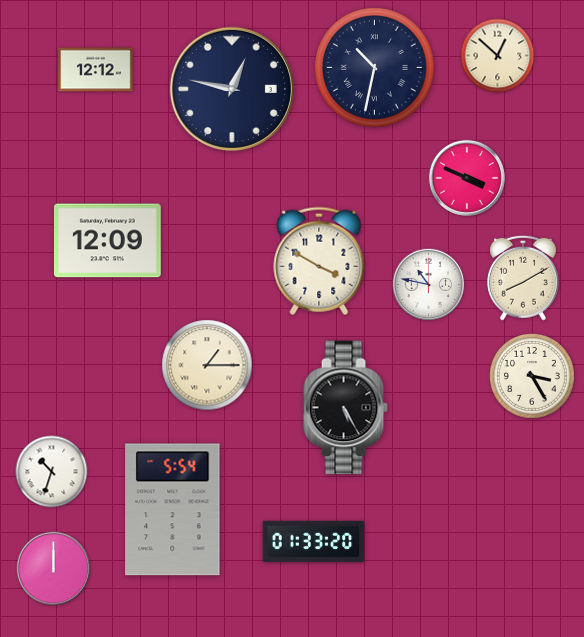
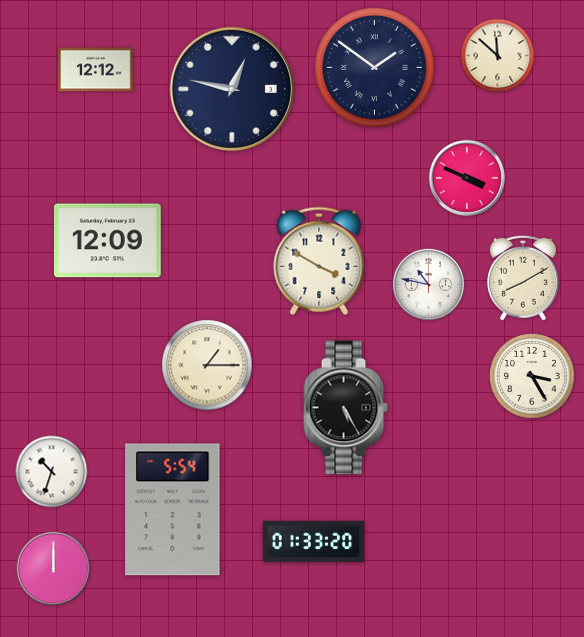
clock at (498, 56): 12:52 -> 11:52
clock at (375, 68): 10:32 -> 1:51
